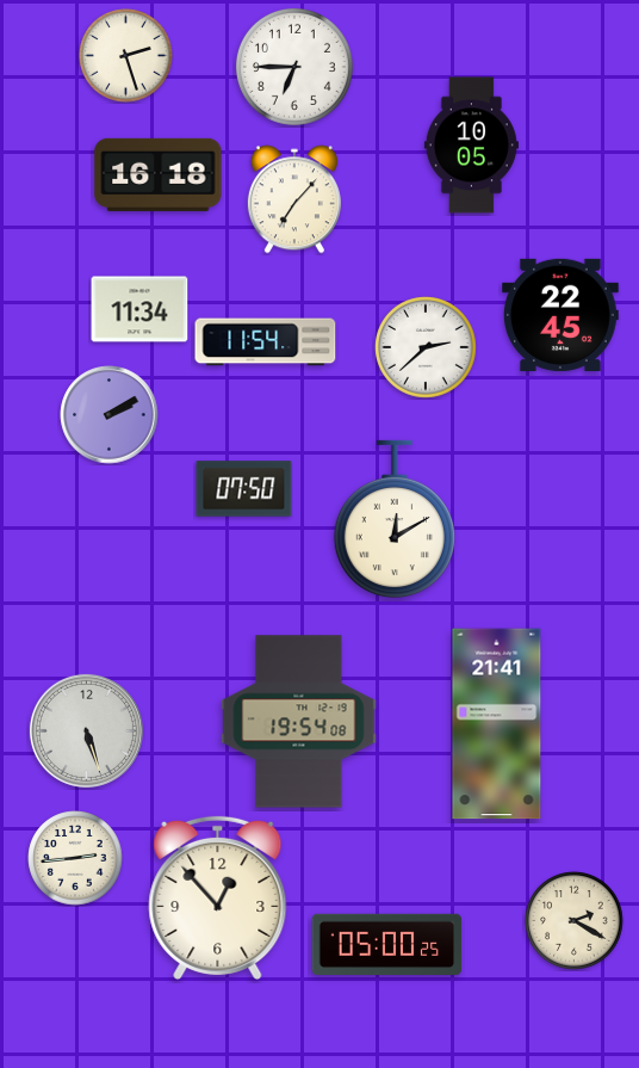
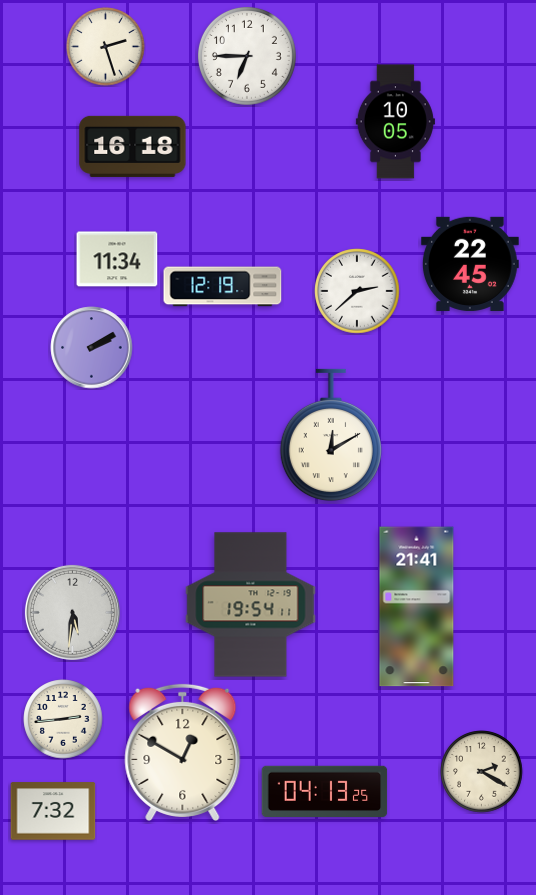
clock at (294, 199): 7:07 -> none
clock at (266, 342): 11:54 -> 12:19
clock at (244, 489): 07:50 -> none
clock at (299, 722): 19:54:08 -> 19:54:11
clock at (86, 730): 5:27 -> 5:31
clock at (218, 897): 12:53 -> 12:50
clock at (387, 945): 05:00 -> 04:13
clock at (53, 811): none -> 7:32
